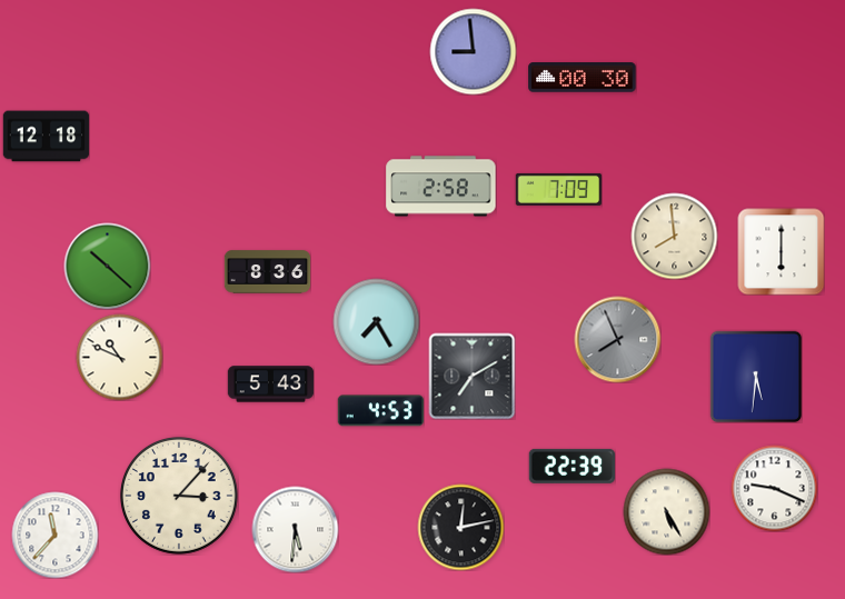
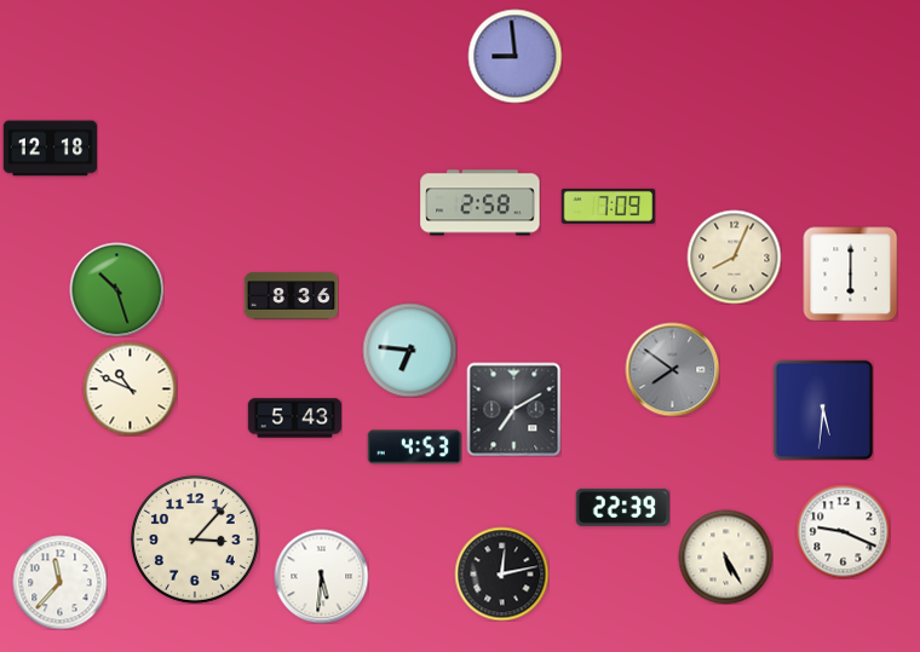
clock at (583, 78): 00:30 -> none
clock at (674, 236): 7:59 -> 8:04
clock at (107, 266): 10:22 -> 10:27
clock at (376, 321): 7:25 -> 6:46
clock at (617, 339): 7:56 -> 7:51
